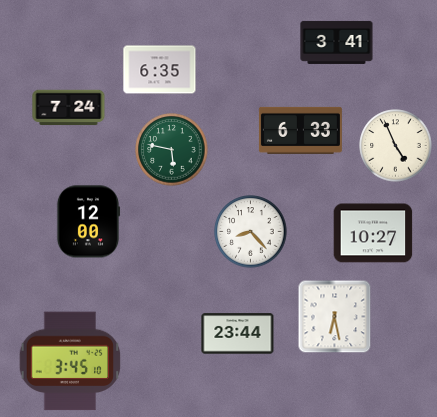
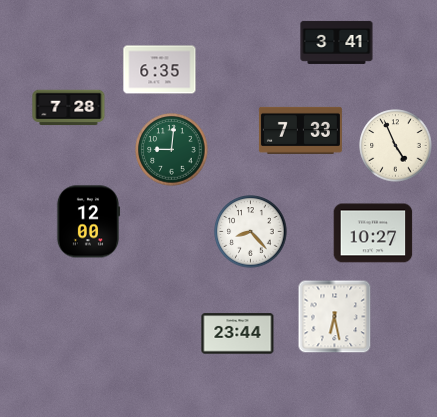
clock at (69, 108): 7:24 -> 7:28
clock at (300, 130): 6:33 -> 7:33
clock at (172, 150): 5:47 -> 9:01
clock at (70, 361): 3:45 -> none
